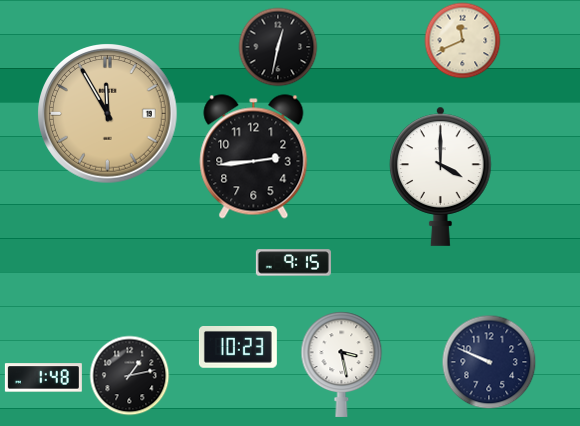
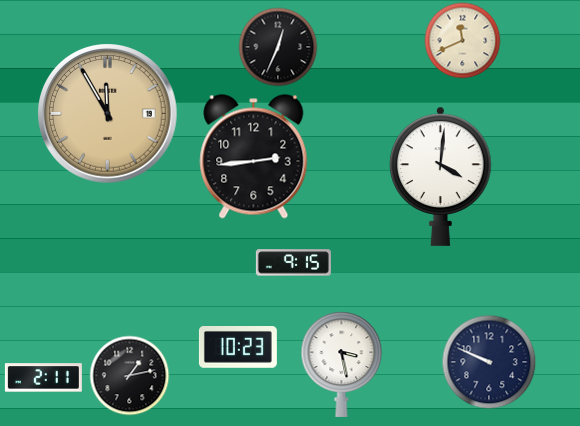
clock at (278, 47): 12:32 -> 12:34
clock at (441, 176): 4:00 -> 4:01
clock at (43, 378): 1:48 -> 2:11
